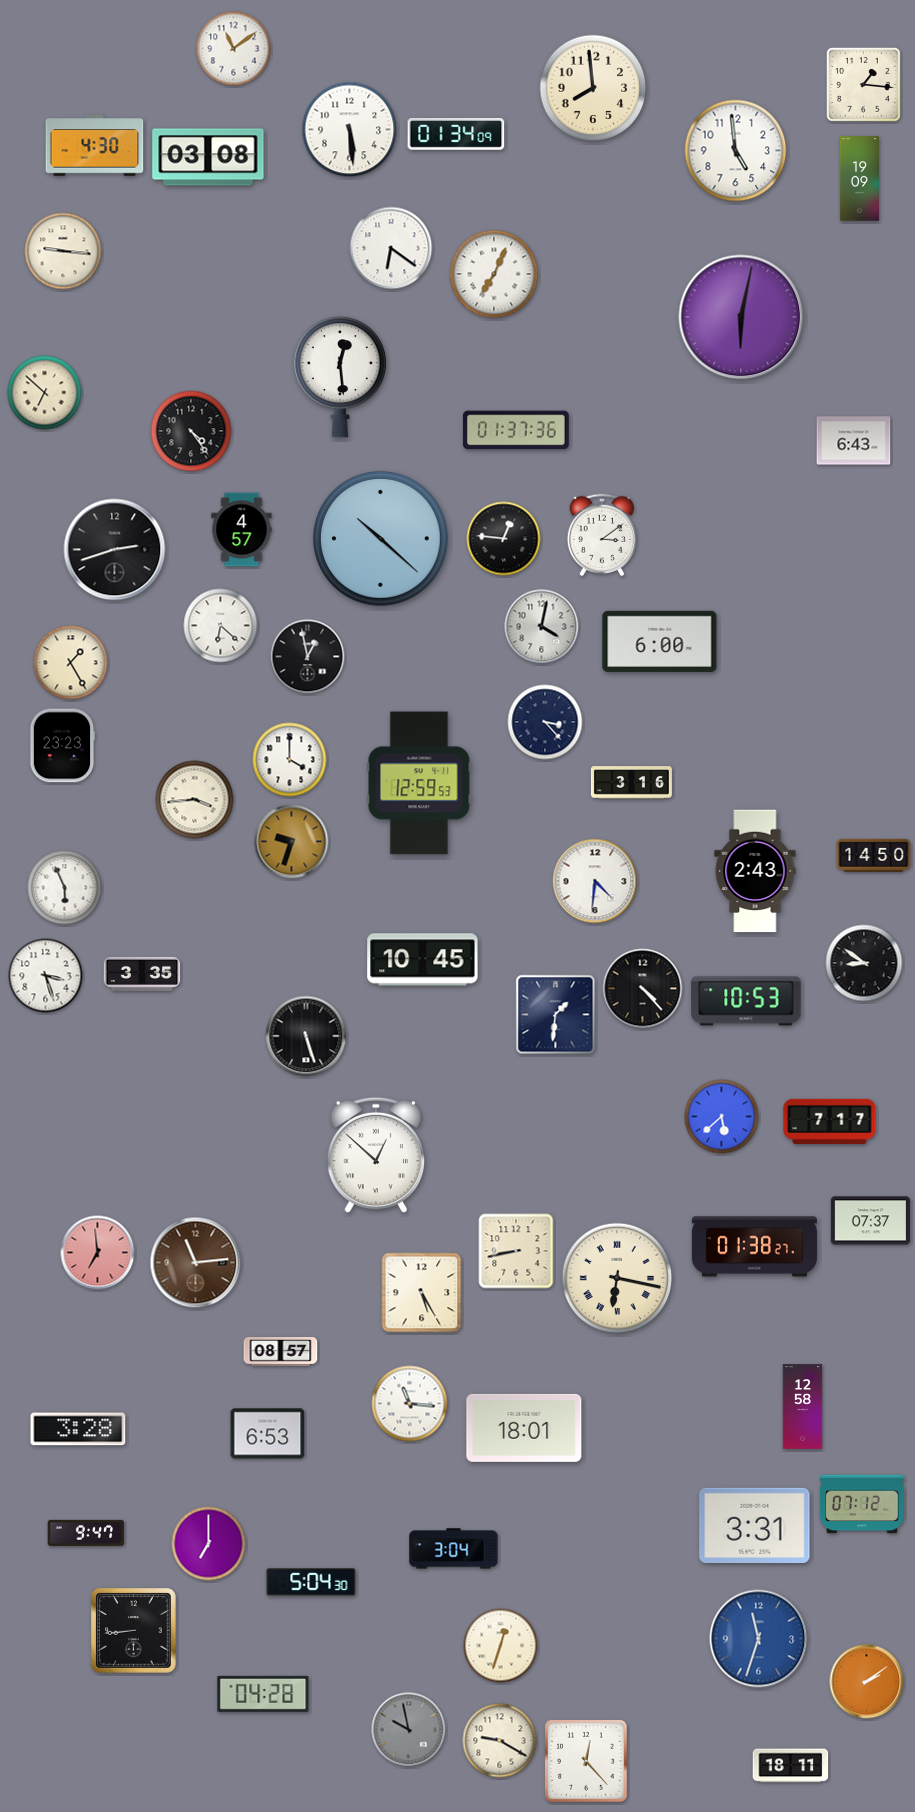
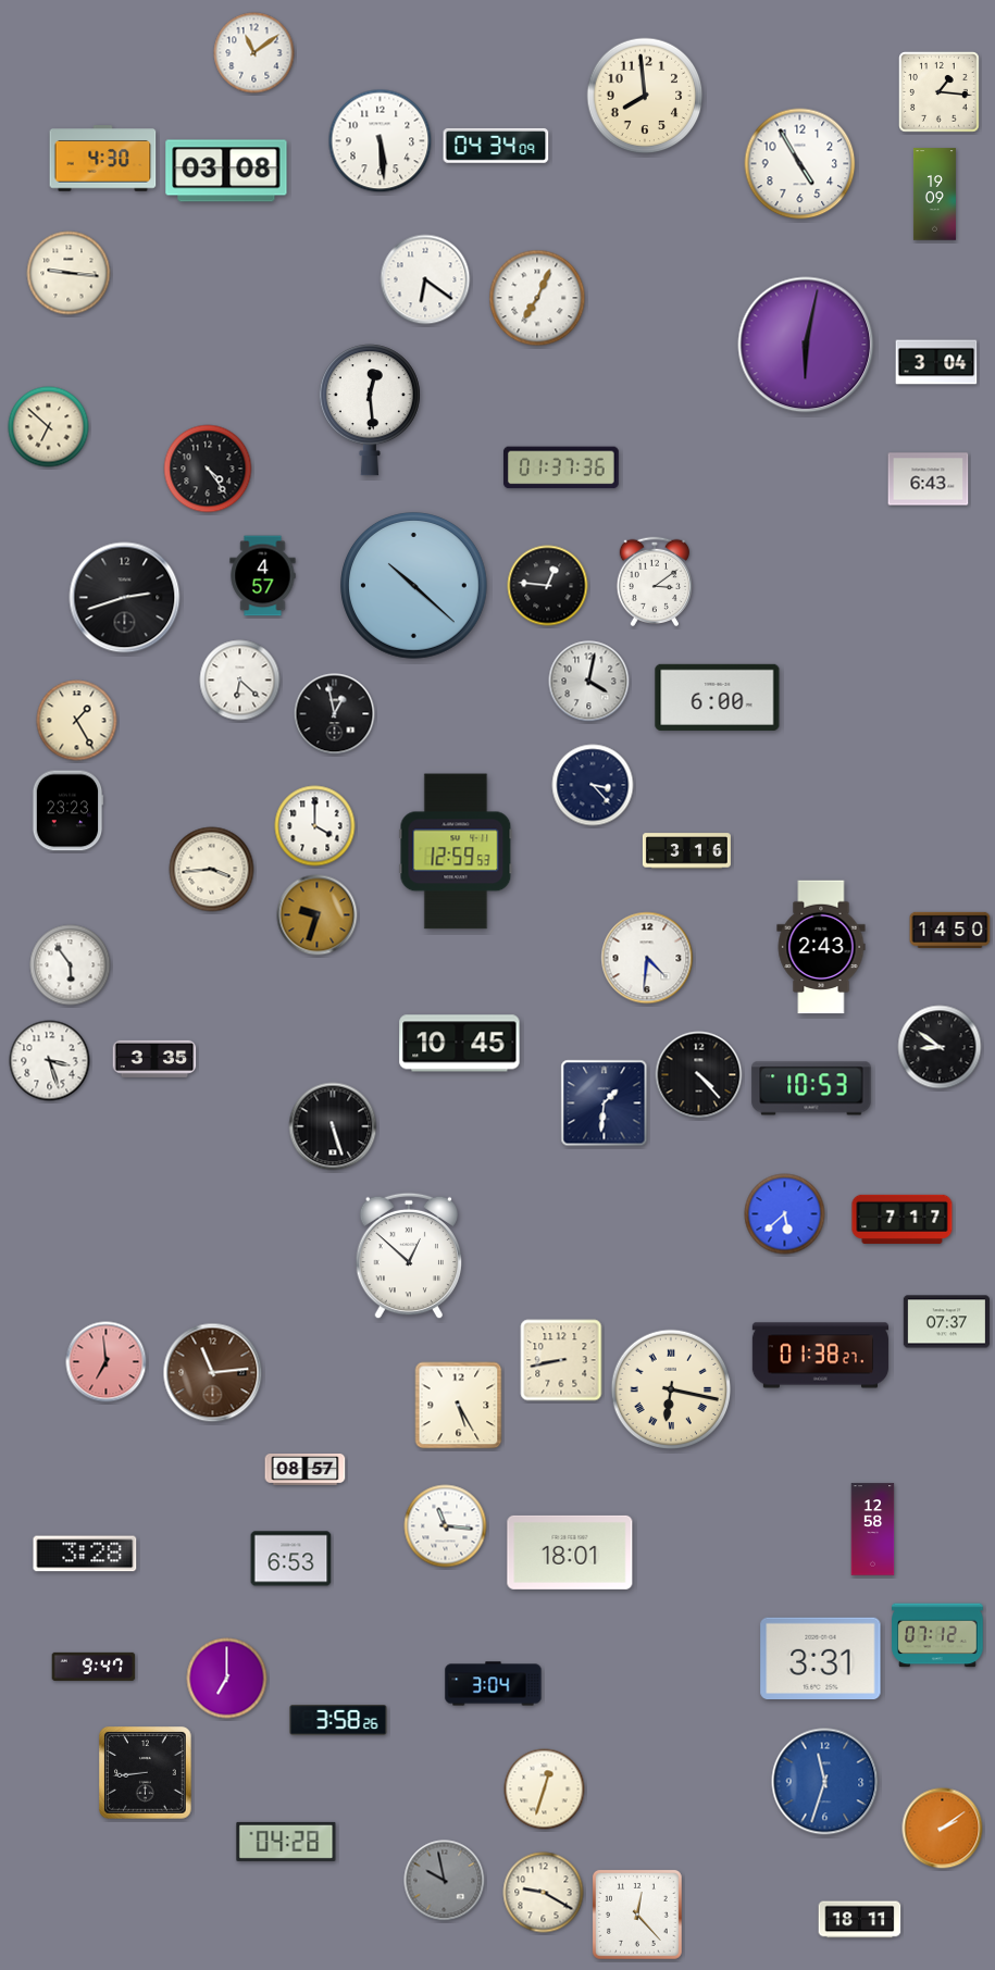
clock at (456, 134): 01:34 -> 04:34
clock at (736, 151): 4:59 -> 4:55
clock at (391, 248) position: (391, 248) -> (425, 279)
clock at (936, 362): none -> 3:04
clock at (65, 888): 5:56 -> 5:54
clock at (870, 1221) position: (870, 1221) -> (946, 1322)
clock at (311, 1583): 5:04 -> 3:58
